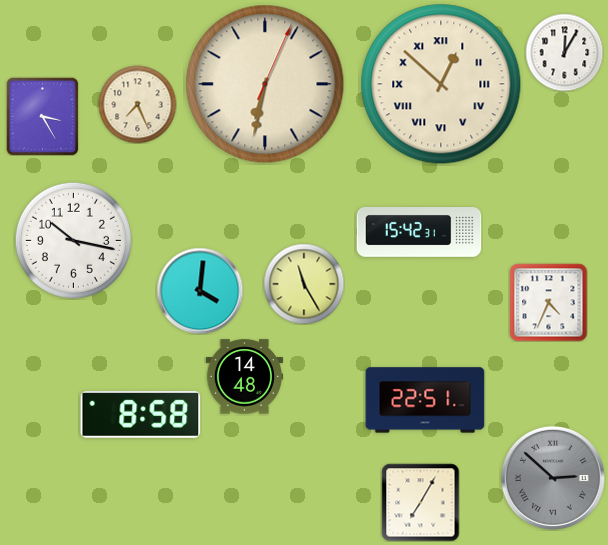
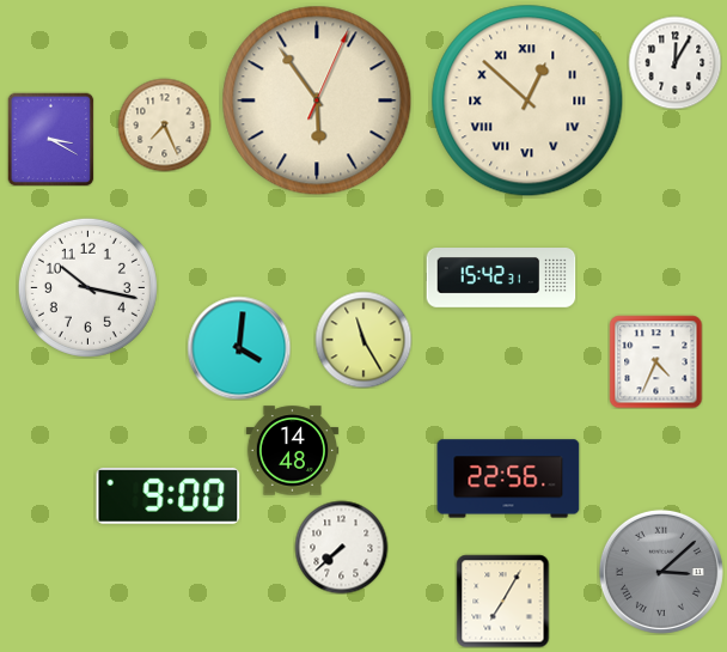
clock at (265, 84): 6:32 -> 5:54
clock at (43, 116): 3:25 -> 3:20
clock at (425, 400): 22:51 -> 22:56
clock at (141, 414): 8:58 -> 9:00
clock at (341, 547): none -> 7:38
clock at (553, 478): 2:52 -> 3:08
